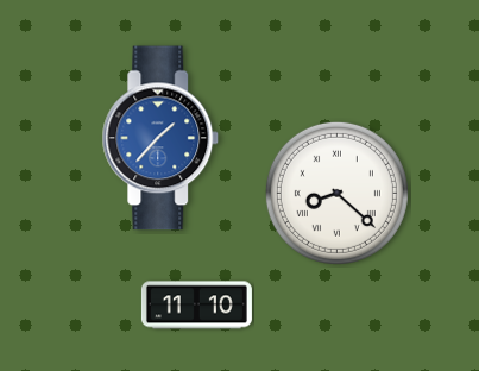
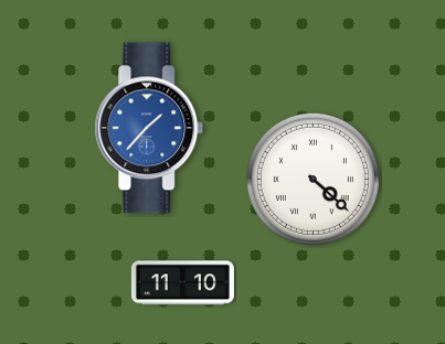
clock at (336, 193): 8:22 -> 4:22
